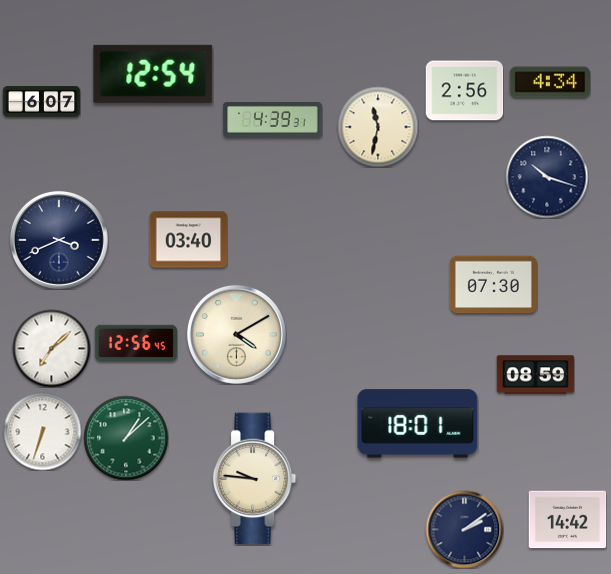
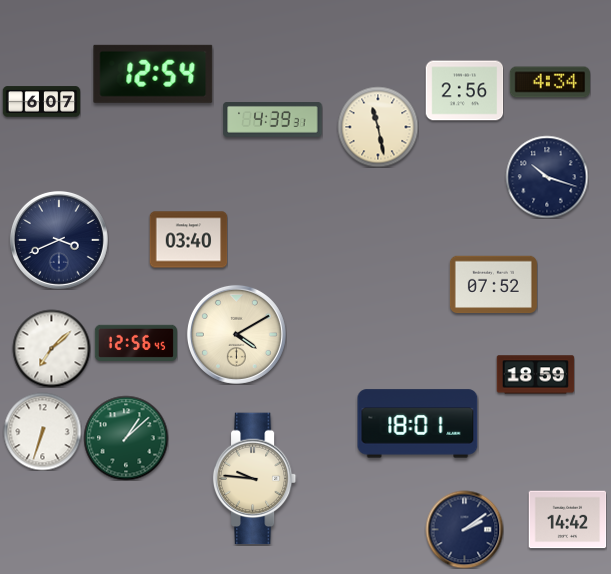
clock at (378, 127): 11:32 -> 11:28
clock at (493, 285): 07:30 -> 07:52
clock at (535, 375): 08:59 -> 18:59
